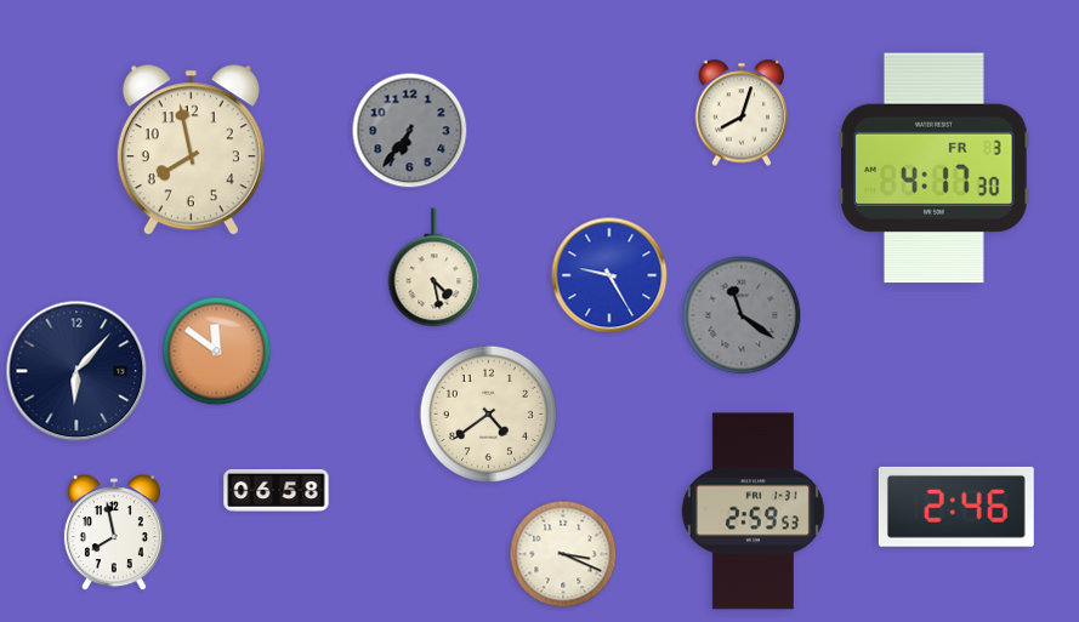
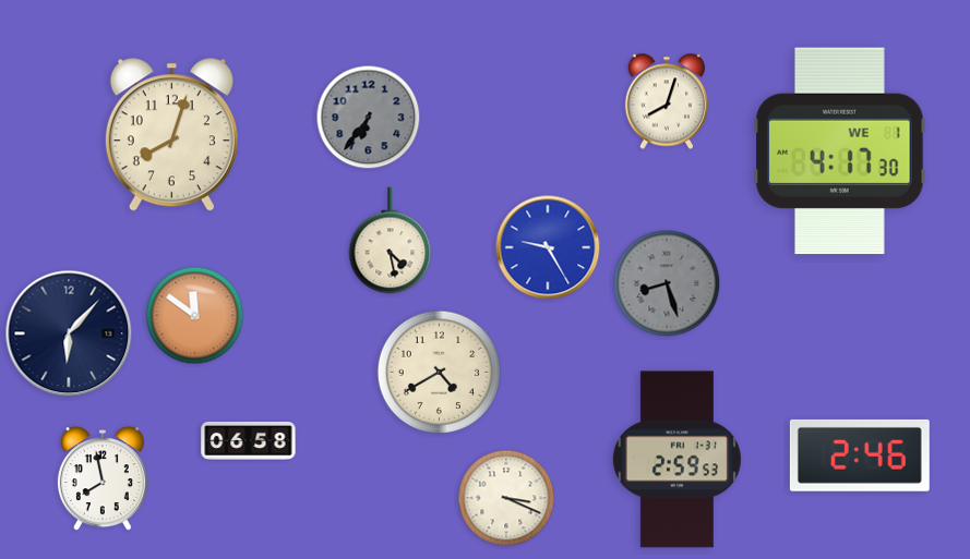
clock at (191, 150): 7:58 -> 8:03
clock at (935, 169) date: FR 3 -> WE 1
clock at (742, 315): 11:21 -> 8:27
clock at (488, 413): 4:39 -> 4:40
